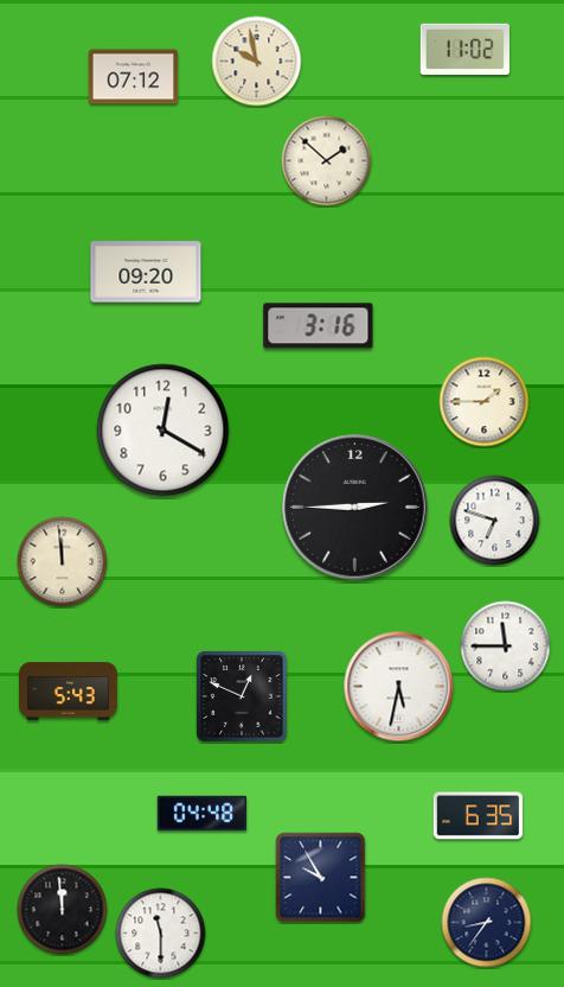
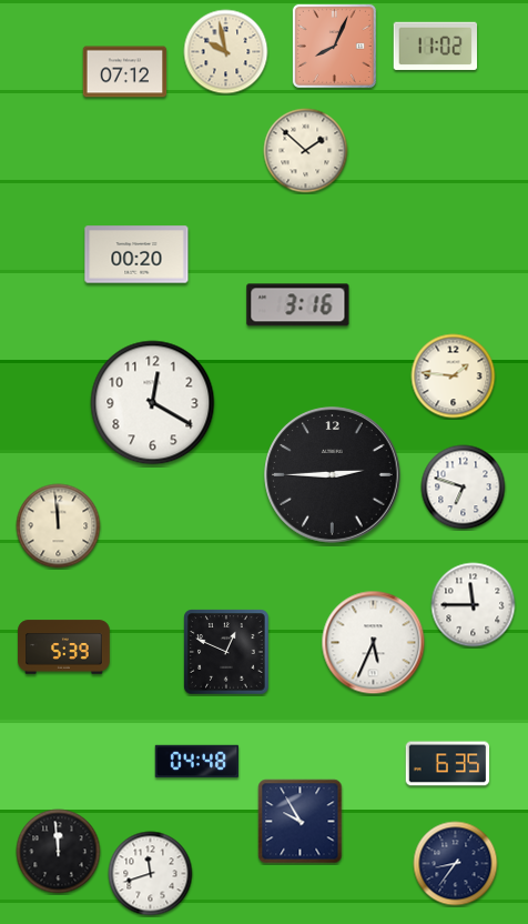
clock at (334, 46): none -> 8:04
clock at (257, 62) position: (257, 62) -> (226, 52)
clock at (146, 272): 09:20 -> 00:20
clock at (485, 402): 1:45 -> 1:46
clock at (399, 687): 5:32 -> 5:34
clock at (69, 692): 5:43 -> 5:39
clock at (203, 814) position: (203, 814) -> (197, 762)
clock at (161, 934): 11:30 -> 11:42
